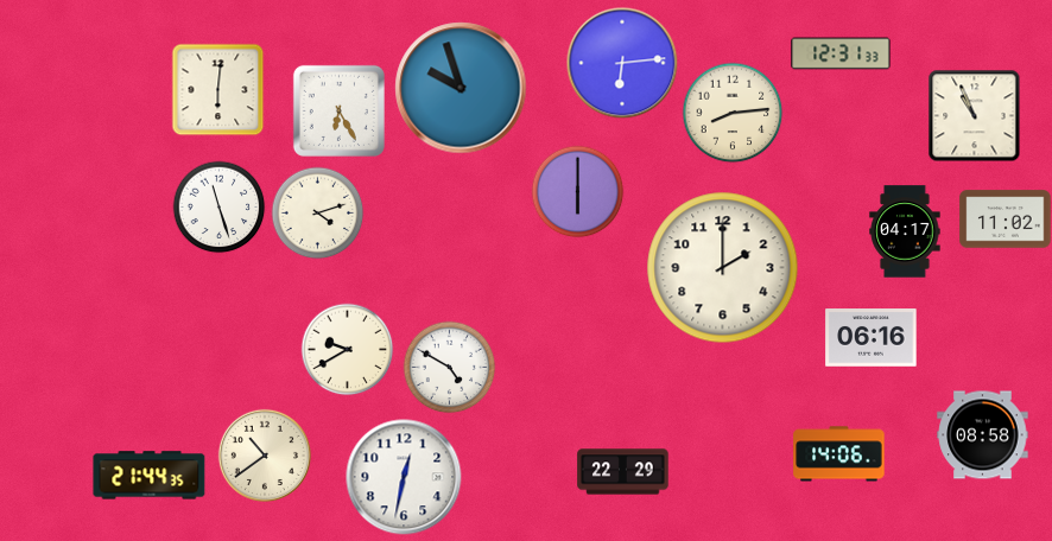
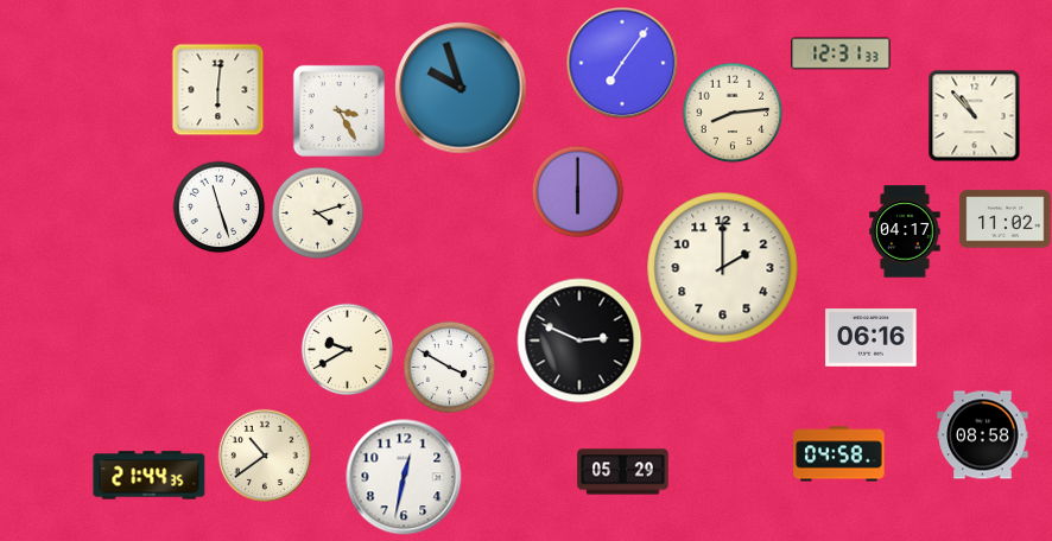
clock at (622, 63): 6:14 -> 7:06
clock at (338, 110): 6:25 -> 3:25
clock at (974, 115): 10:56 -> 10:53
clock at (579, 340): none -> 2:49
clock at (449, 367): 4:50 -> 3:50
clock at (839, 454): 14:06 -> 04:58
clock at (623, 472): 22:29 -> 05:29
